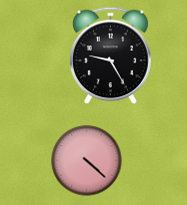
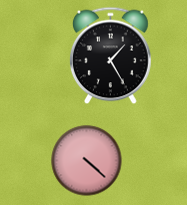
clock at (111, 56): 9:25 -> 1:25
